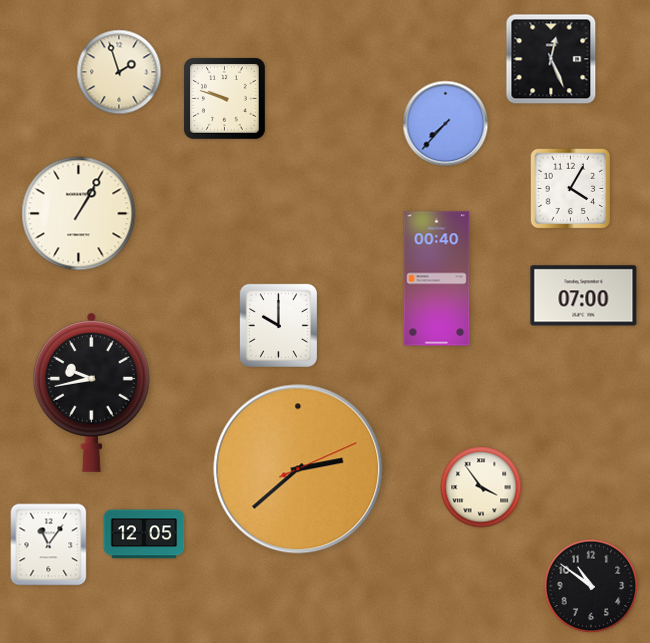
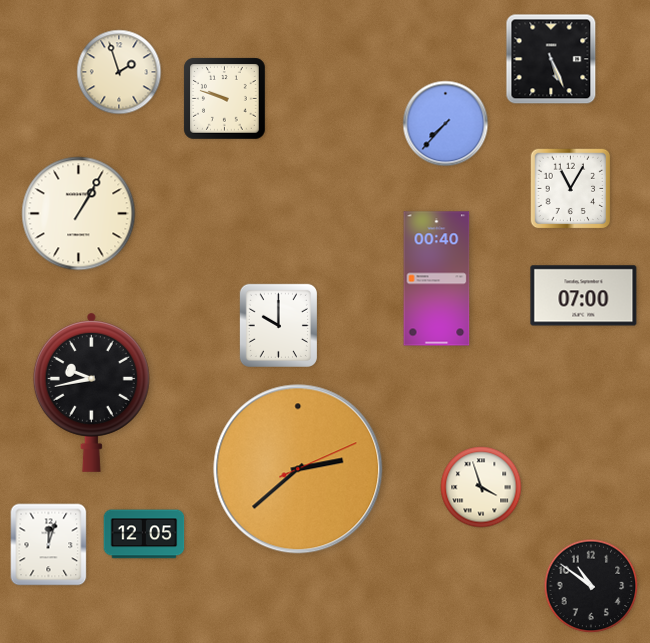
clock at (551, 59): 12:26 -> 5:26
clock at (571, 189): 4:05 -> 11:05
clock at (481, 487): 3:54 -> 3:57
clock at (49, 545): 11:06 -> 12:03
